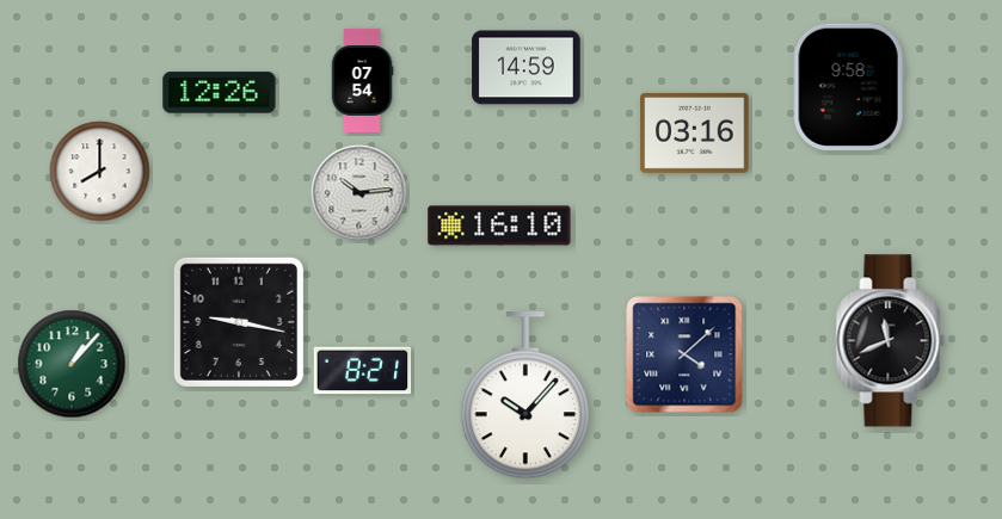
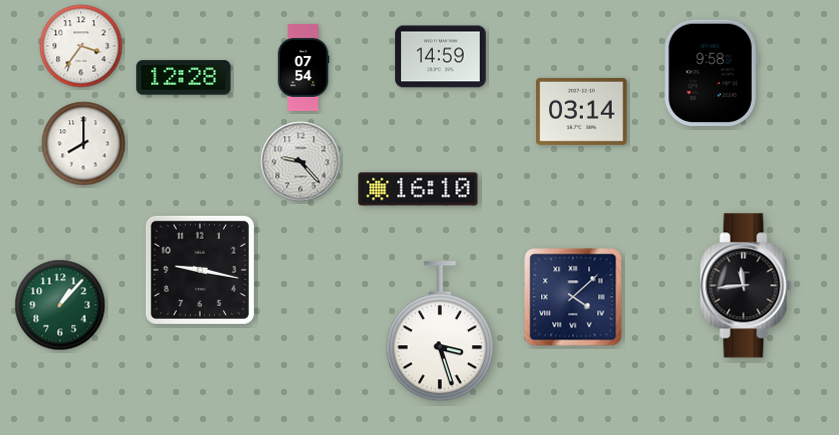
clock at (81, 46): none -> 3:36
clock at (220, 93): 12:26 -> 12:28
clock at (695, 132): 03:16 -> 03:14
clock at (359, 193): 10:14 -> 9:23
clock at (891, 341): 11:41 -> 11:44
clock at (363, 371): 8:21 -> none
clock at (525, 396): 10:07 -> 3:27
